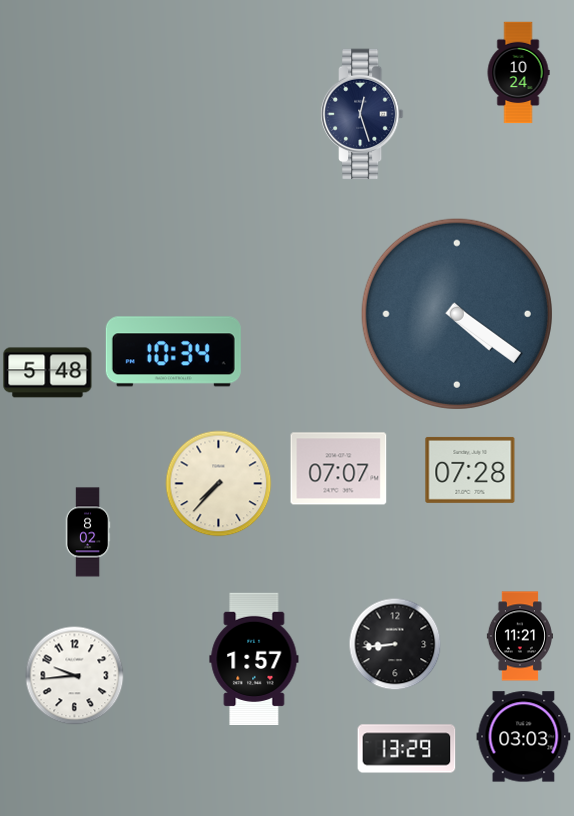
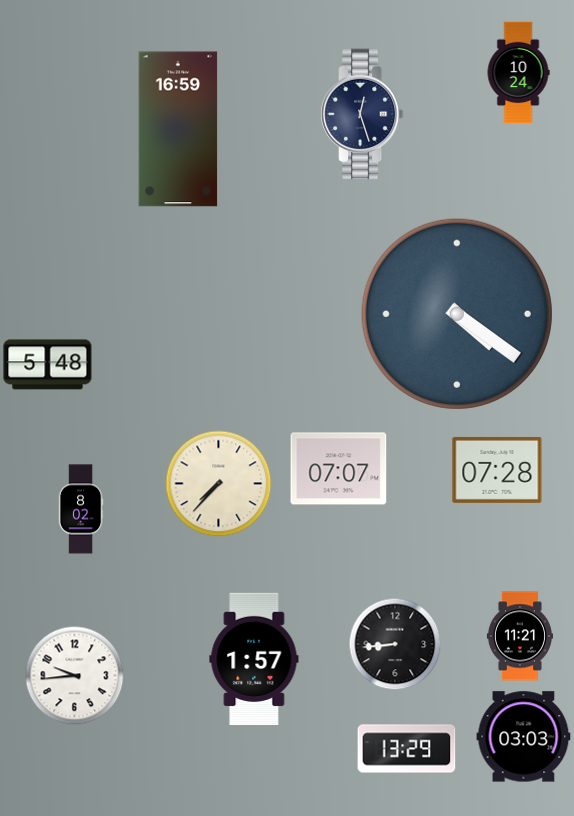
clock at (178, 129): none -> 16:59
clock at (173, 352): 10:34 -> none
clock at (48, 373) position: (48, 373) -> (48, 365)
clock at (470, 470) position: (470, 470) -> (497, 470)
clock at (88, 532) position: (88, 532) -> (81, 509)
